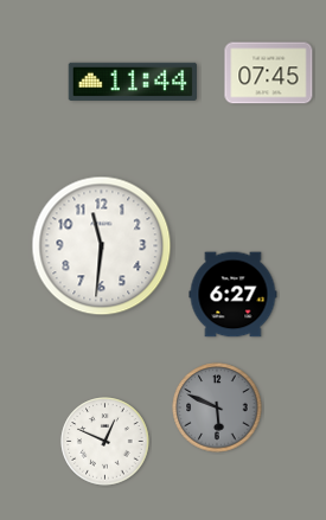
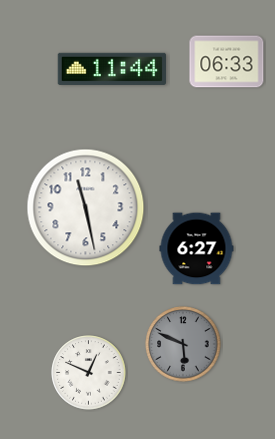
clock at (269, 73): 07:45 -> 06:33
clock at (102, 246): 11:31 -> 11:28
